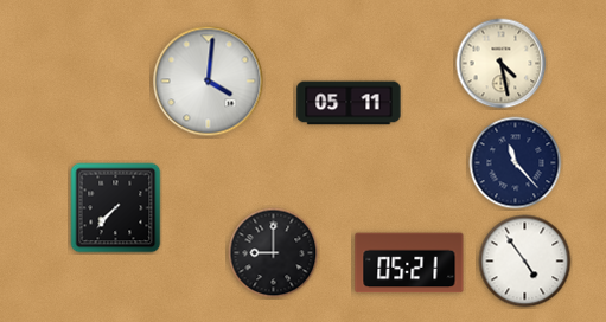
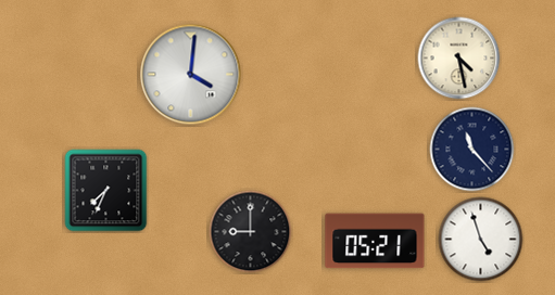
clock at (349, 103): 05:11 -> none
clock at (116, 208): 7:37 -> 7:34
clock at (525, 262): 4:54 -> 4:57
